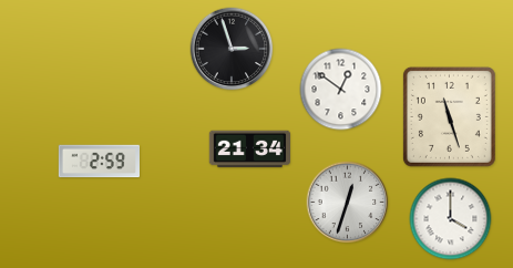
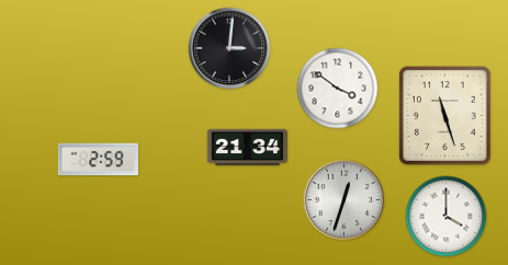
clock at (232, 49): 2:57 -> 3:01
clock at (341, 90): 12:51 -> 3:51
